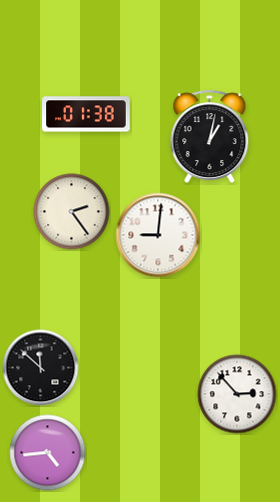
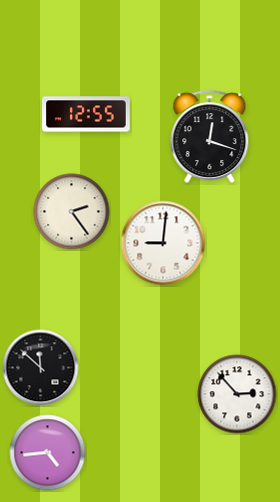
clock at (86, 114): 01:38 -> 12:55
clock at (210, 136): 1:02 -> 12:18
clock at (158, 235) position: (158, 235) -> (163, 243)
